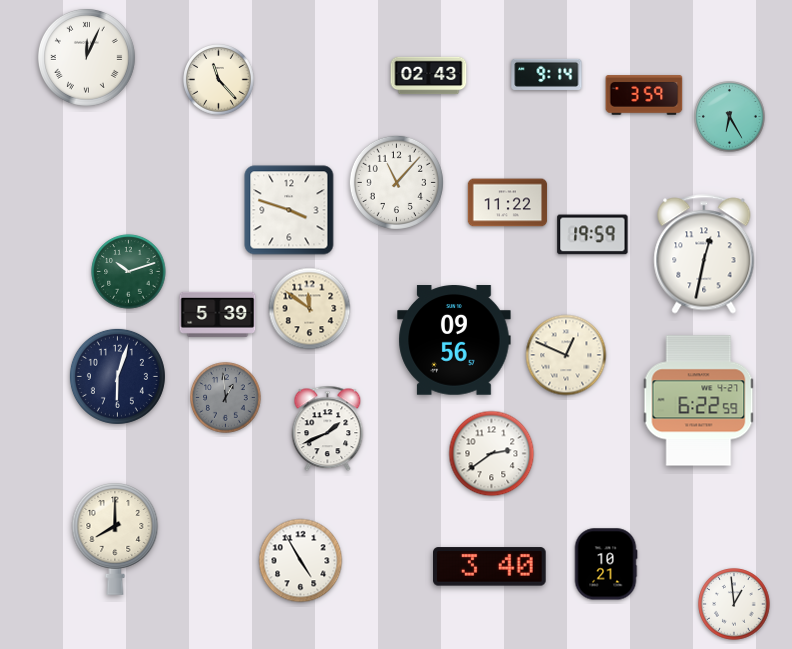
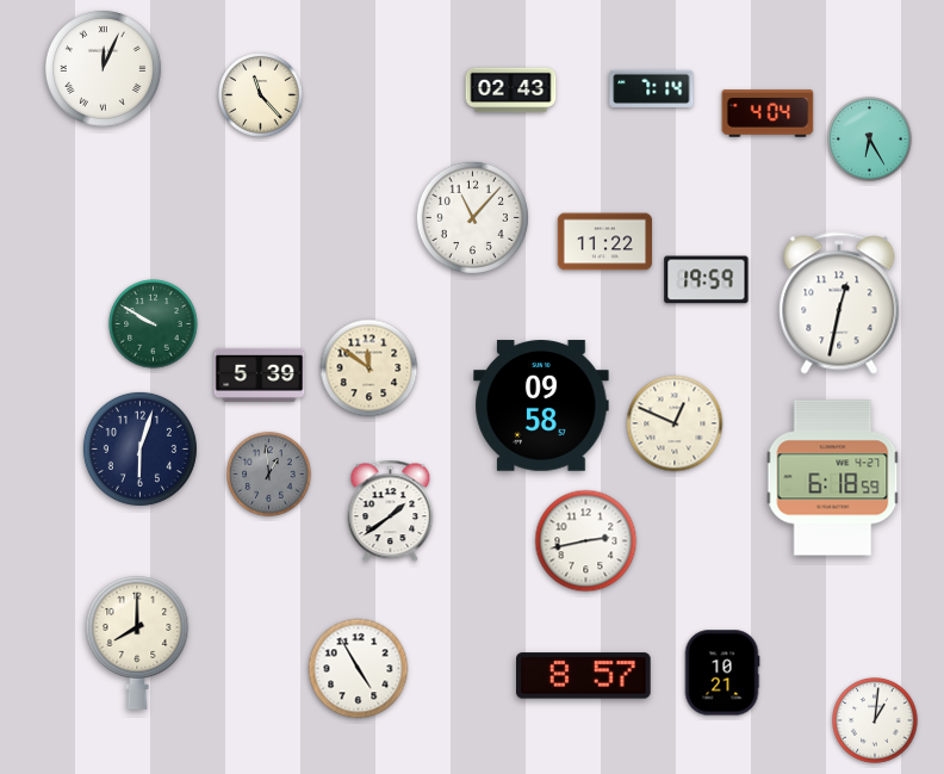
clock at (547, 74): 9:14 -> 7:14
clock at (644, 95): 3:59 -> 4:04
clock at (289, 210): 3:48 -> none
clock at (129, 272): 10:12 -> 9:50
clock at (454, 340): 09:56 -> 09:58
clock at (699, 401): 6:22 -> 6:18
clock at (328, 429): 1:41 -> 1:39
clock at (492, 454): 2:39 -> 2:43
clock at (490, 567): 3:40 -> 8:57
clock at (734, 604): 12:59 -> 1:01
